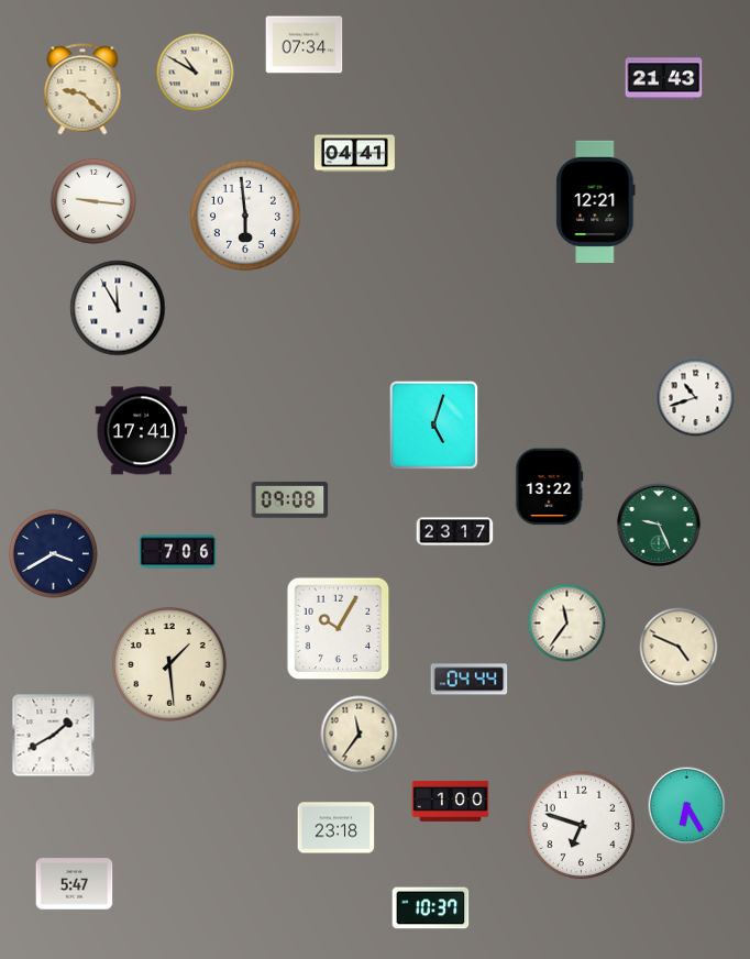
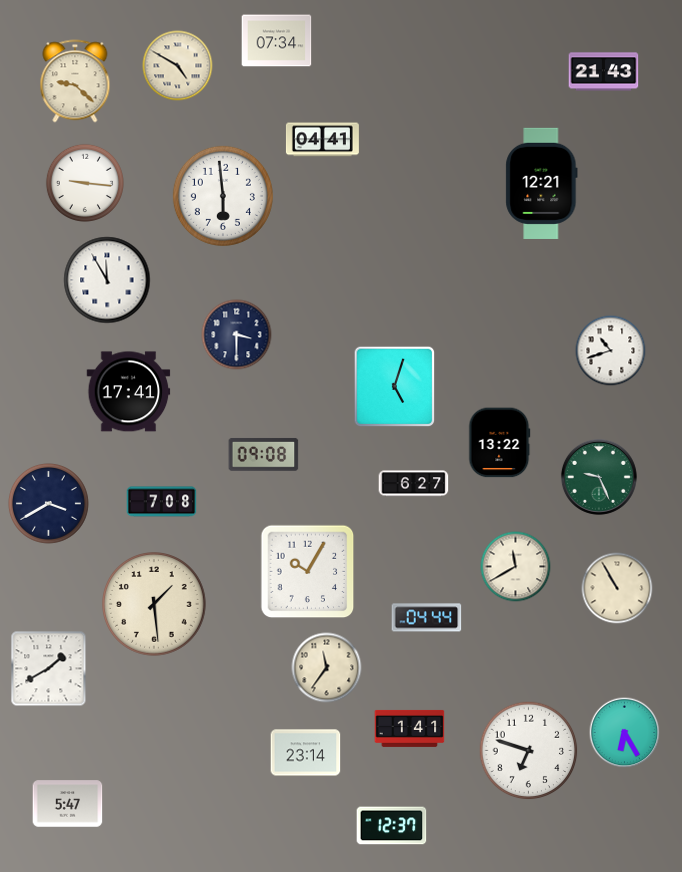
clock at (196, 73): 10:50 -> 4:50
clock at (237, 335): none -> 3:30
clock at (696, 398) position: (696, 398) -> (611, 351)
clock at (455, 532): 23:17 -> 6:27
clock at (178, 552): 7:06 -> 7:08
clock at (567, 624): 11:36 -> 11:40
clock at (679, 647): 4:49 -> 10:55
clock at (451, 801): 1:00 -> 1:41
clock at (337, 828): 23:18 -> 23:14
clock at (431, 908): 10:37 -> 12:37
